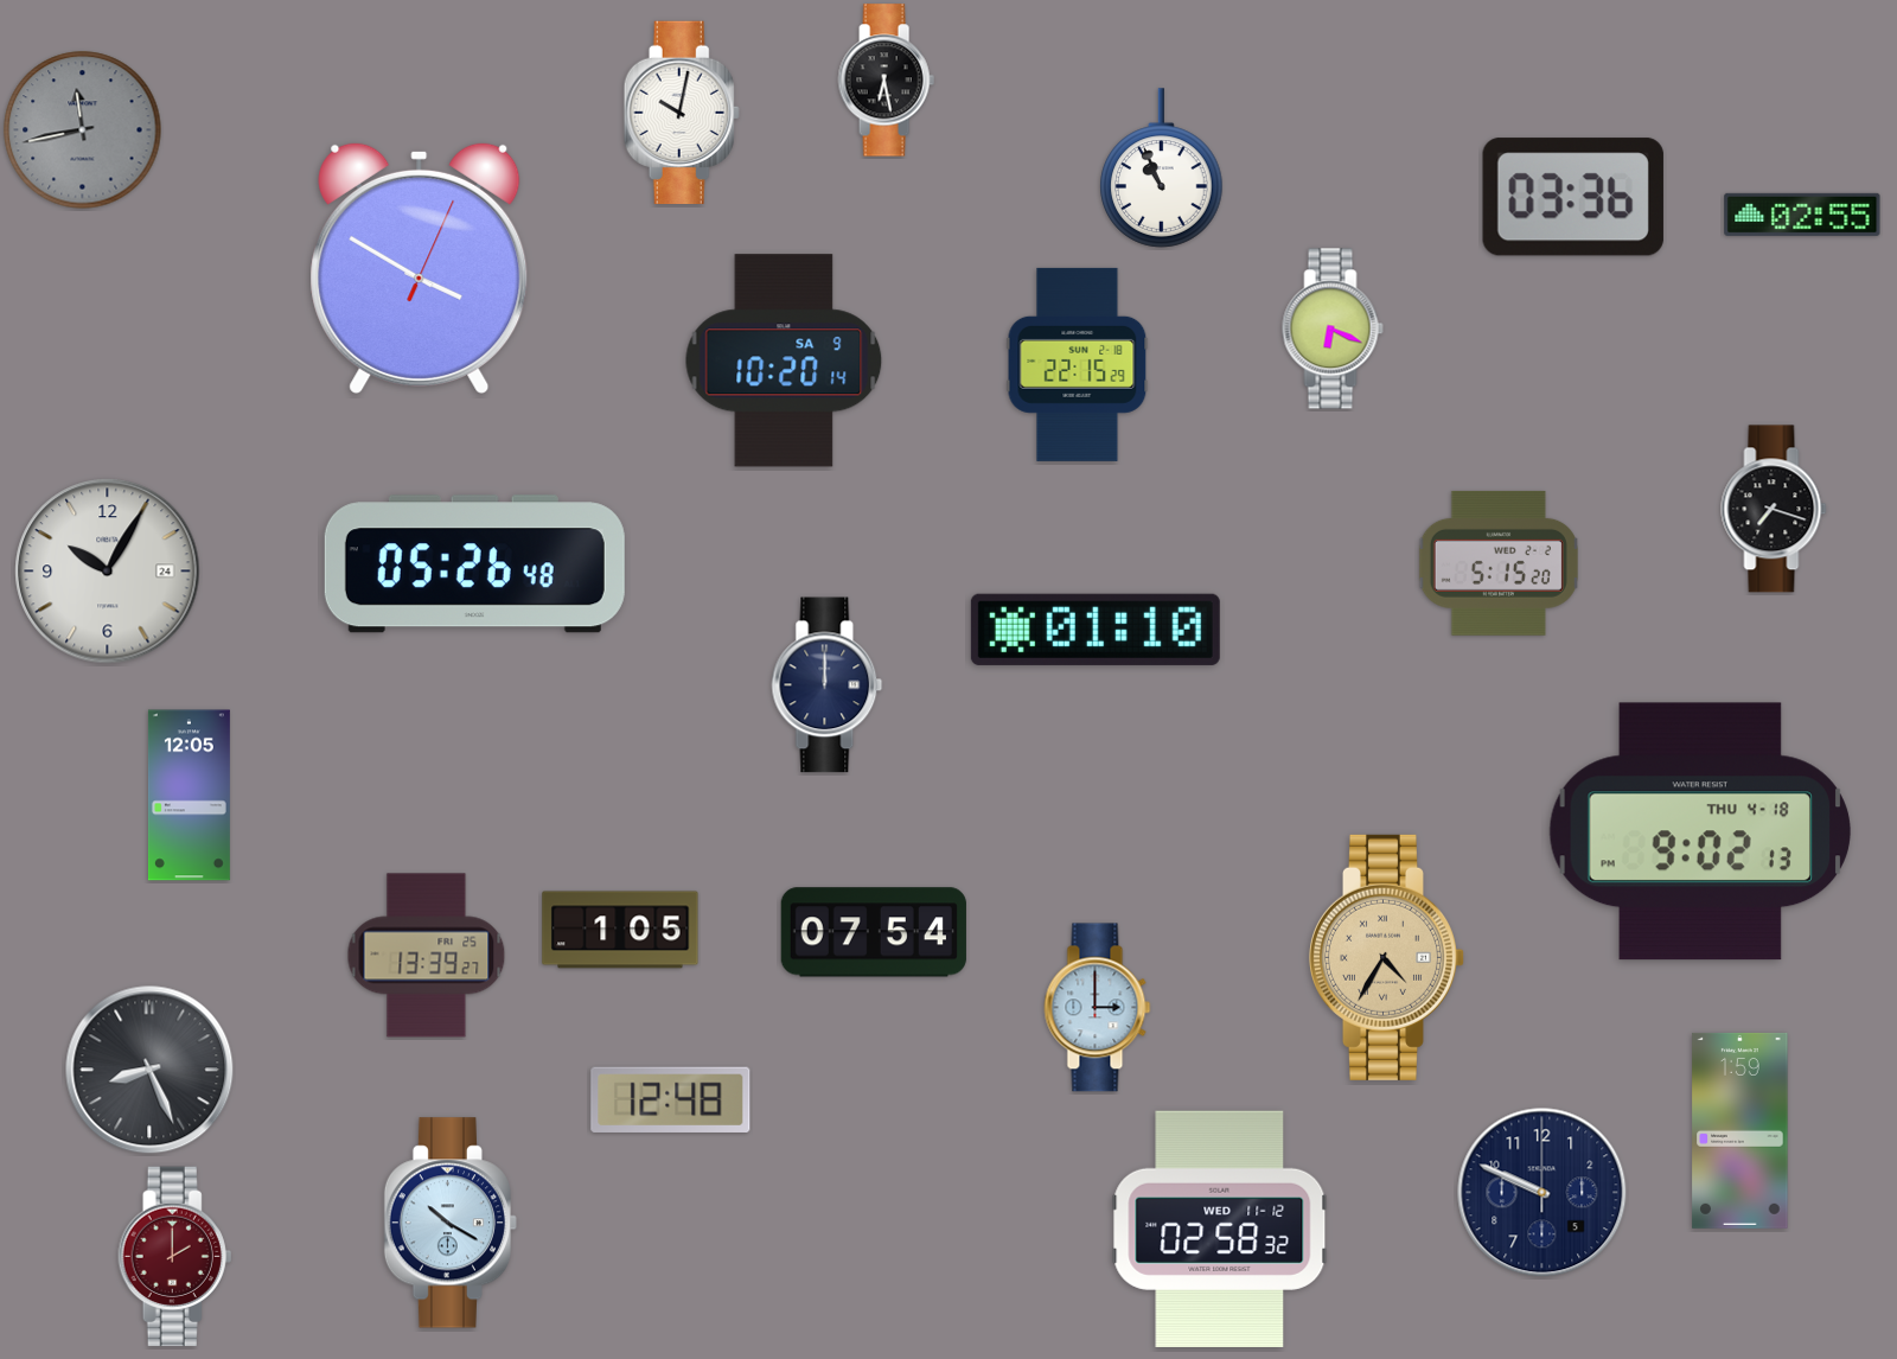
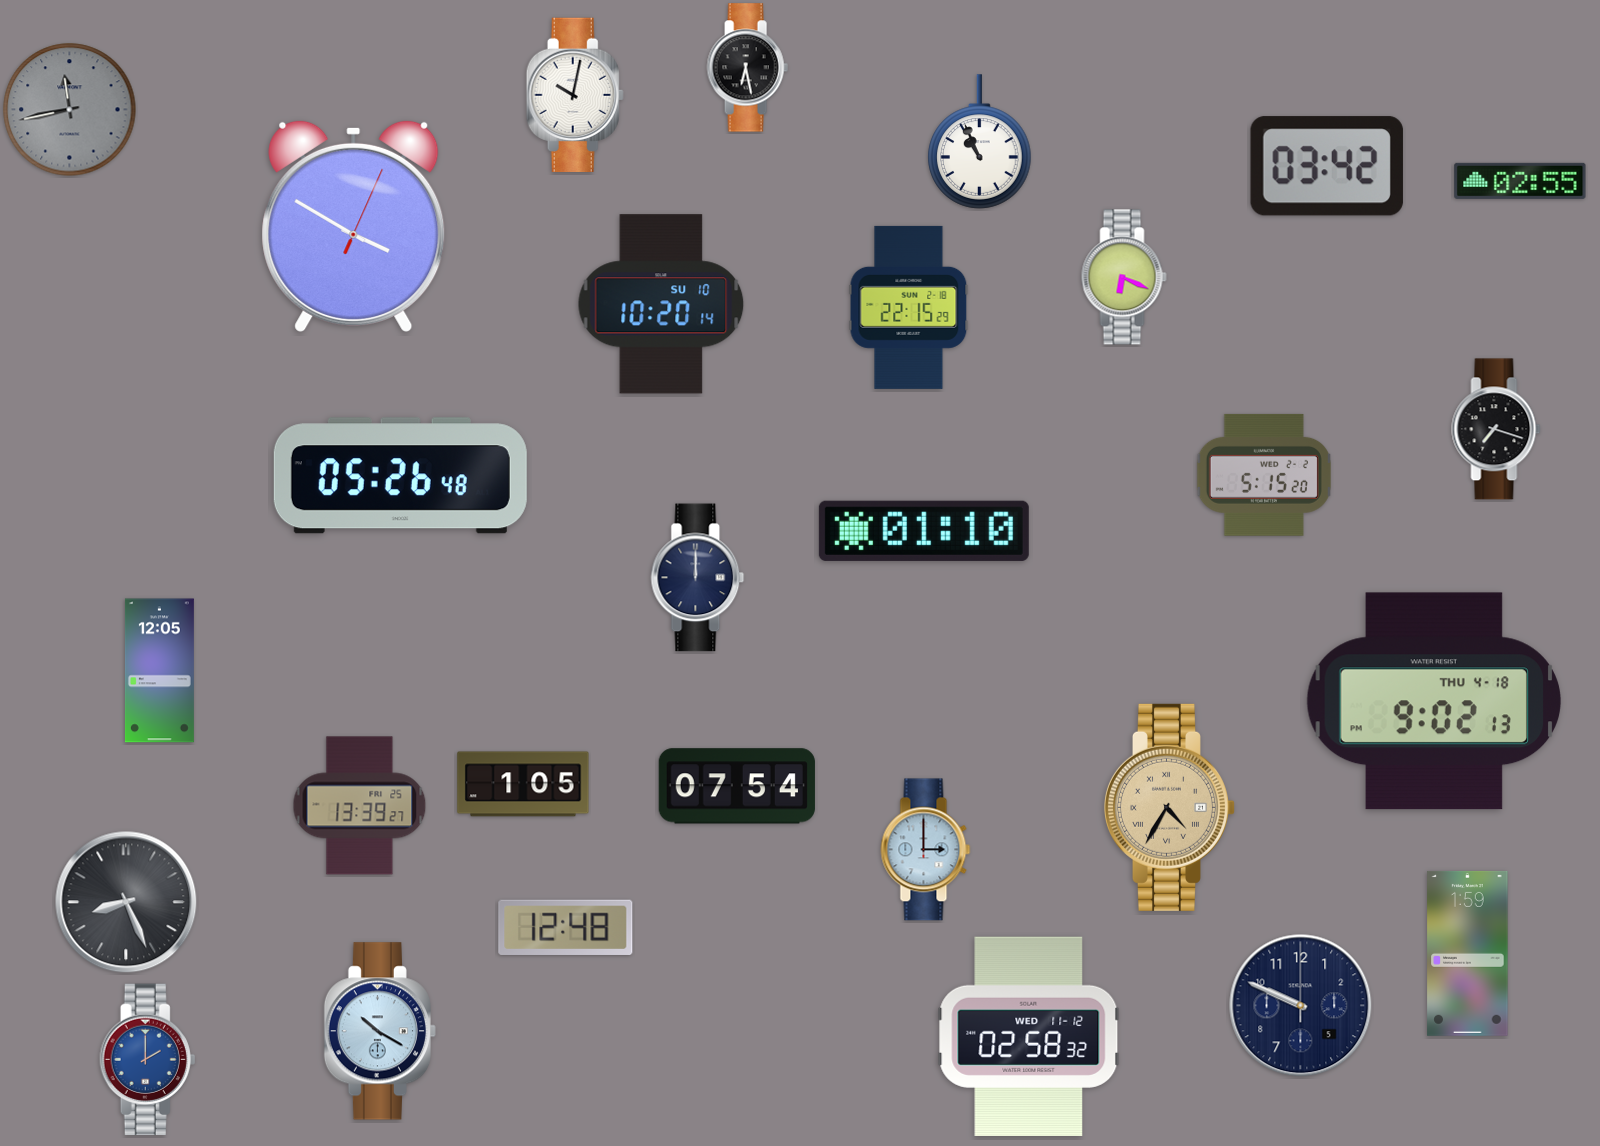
clock at (1573, 197): 03:36 -> 03:42
clock at (784, 361) date: SA 9 -> SU 10
clock at (108, 572): 10:05 -> none
clock at (175, 1257) dial: burgundy -> blue
